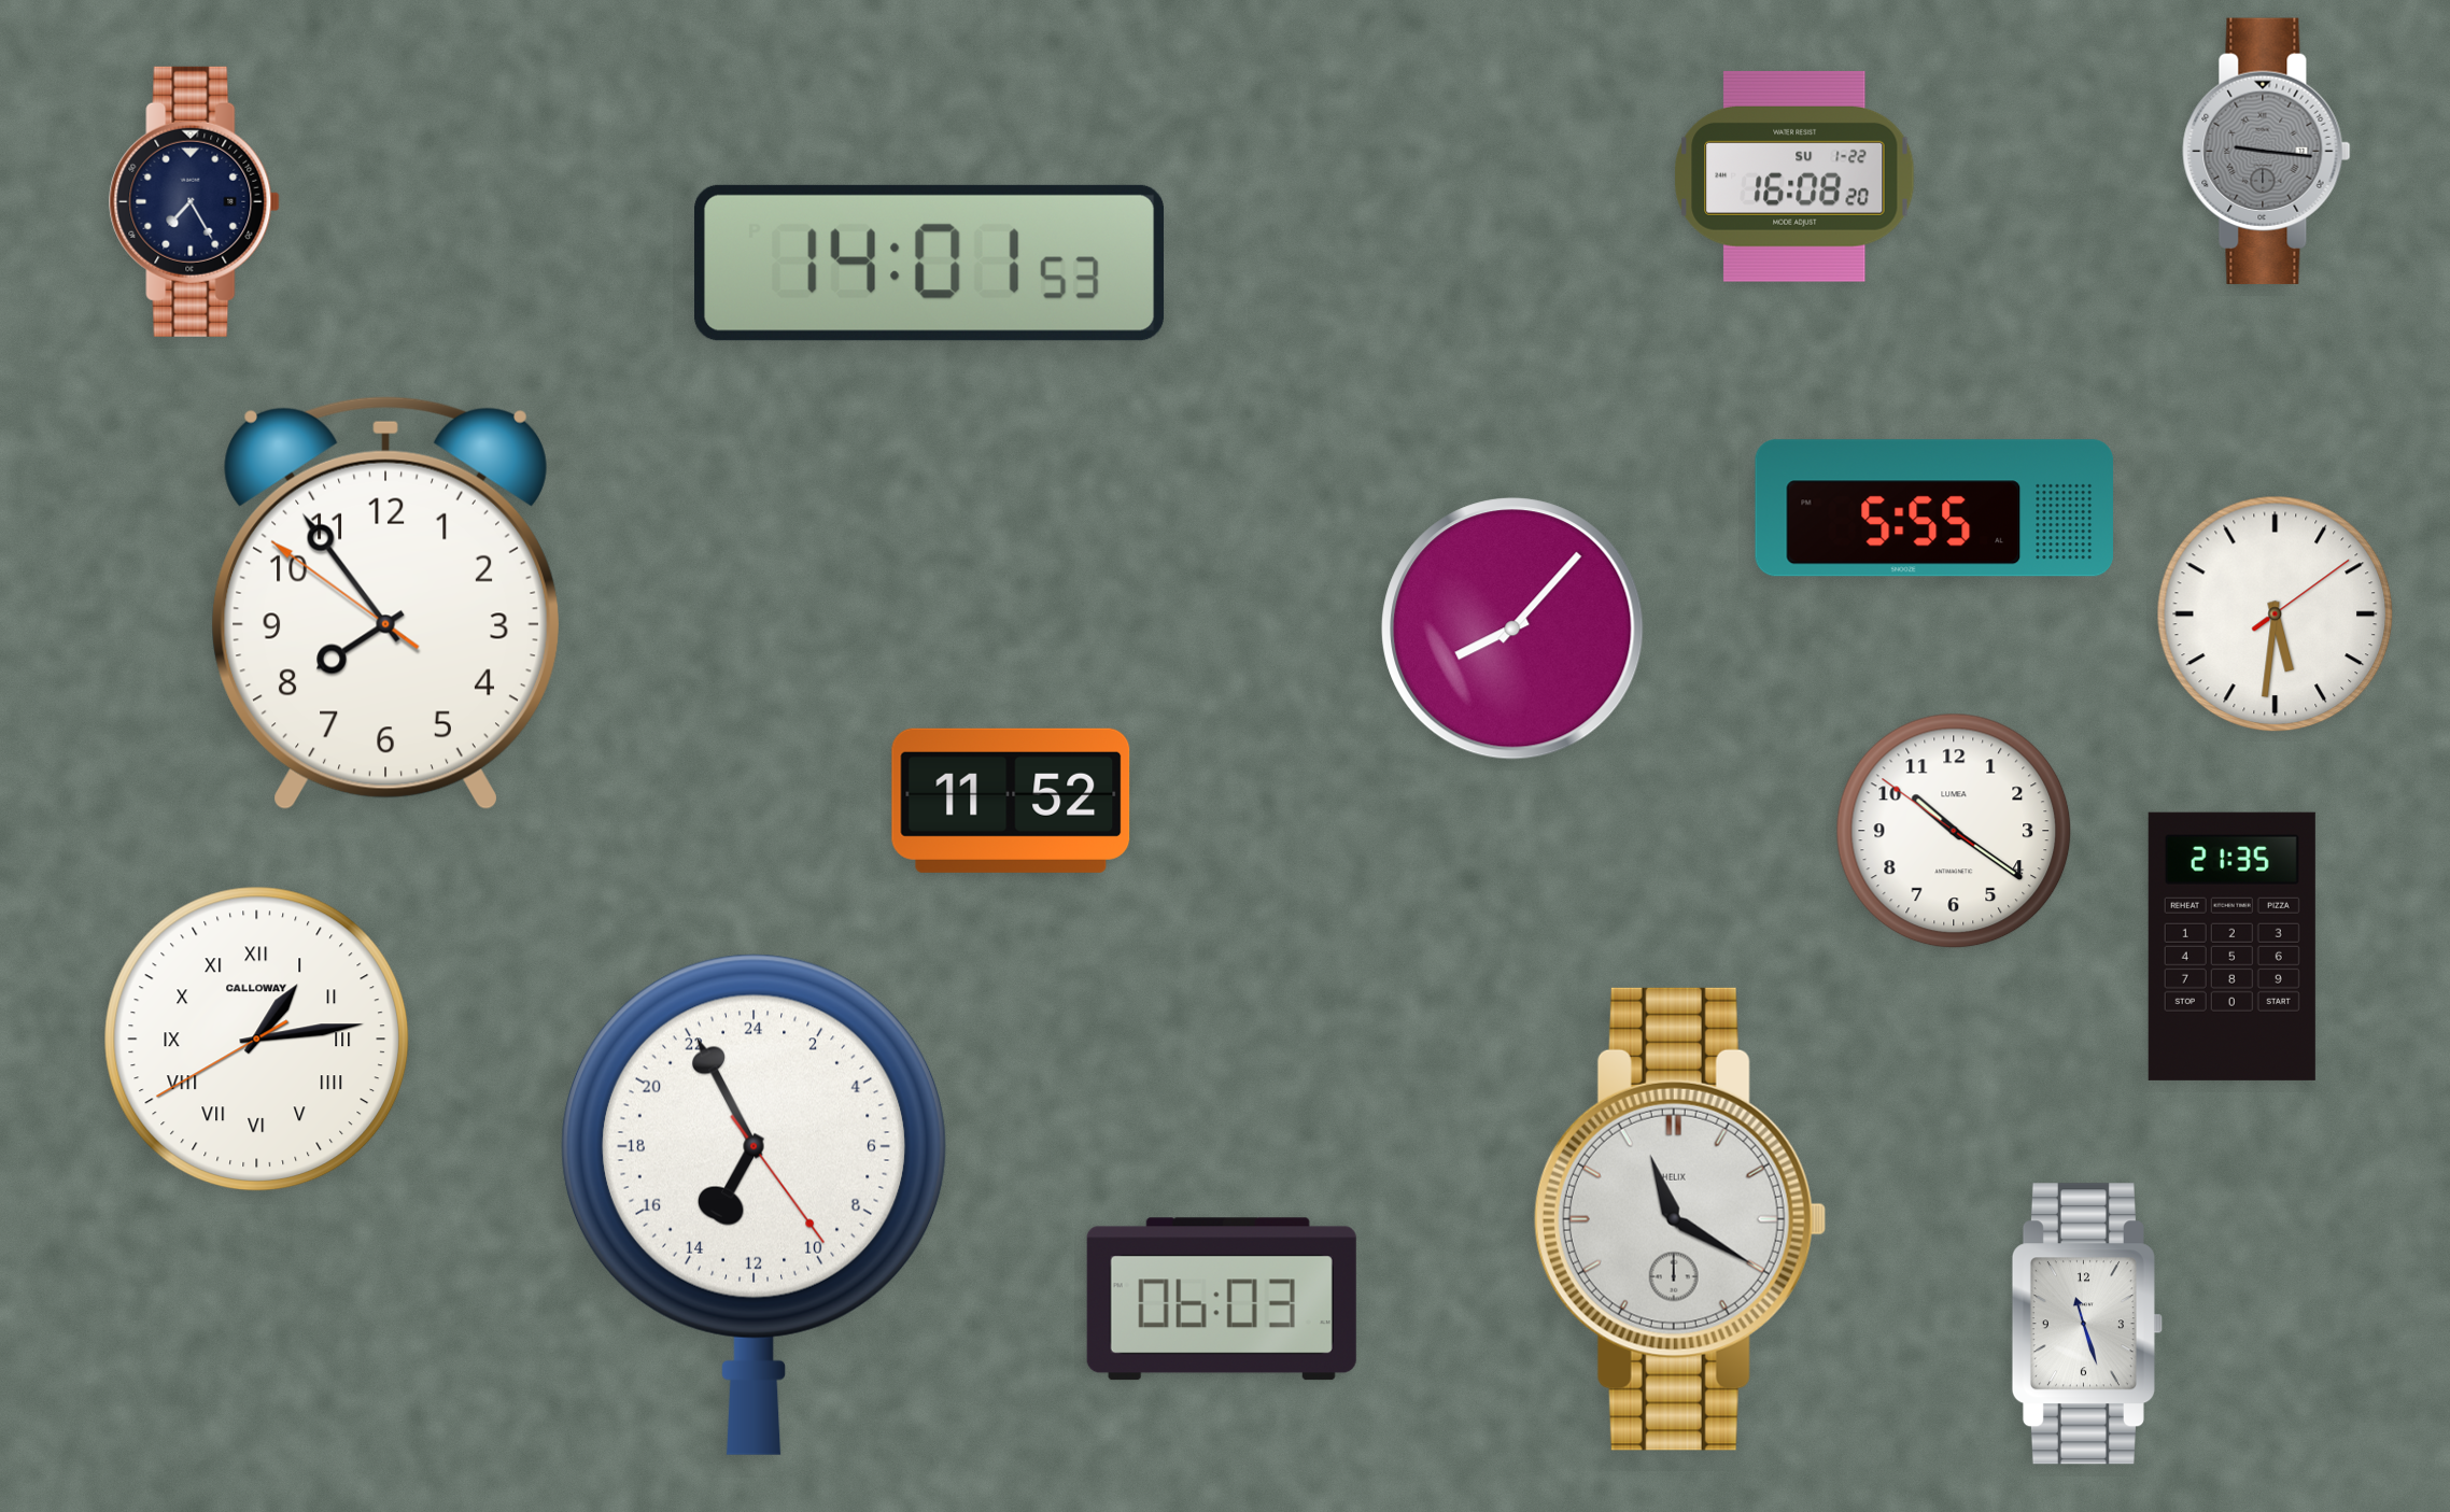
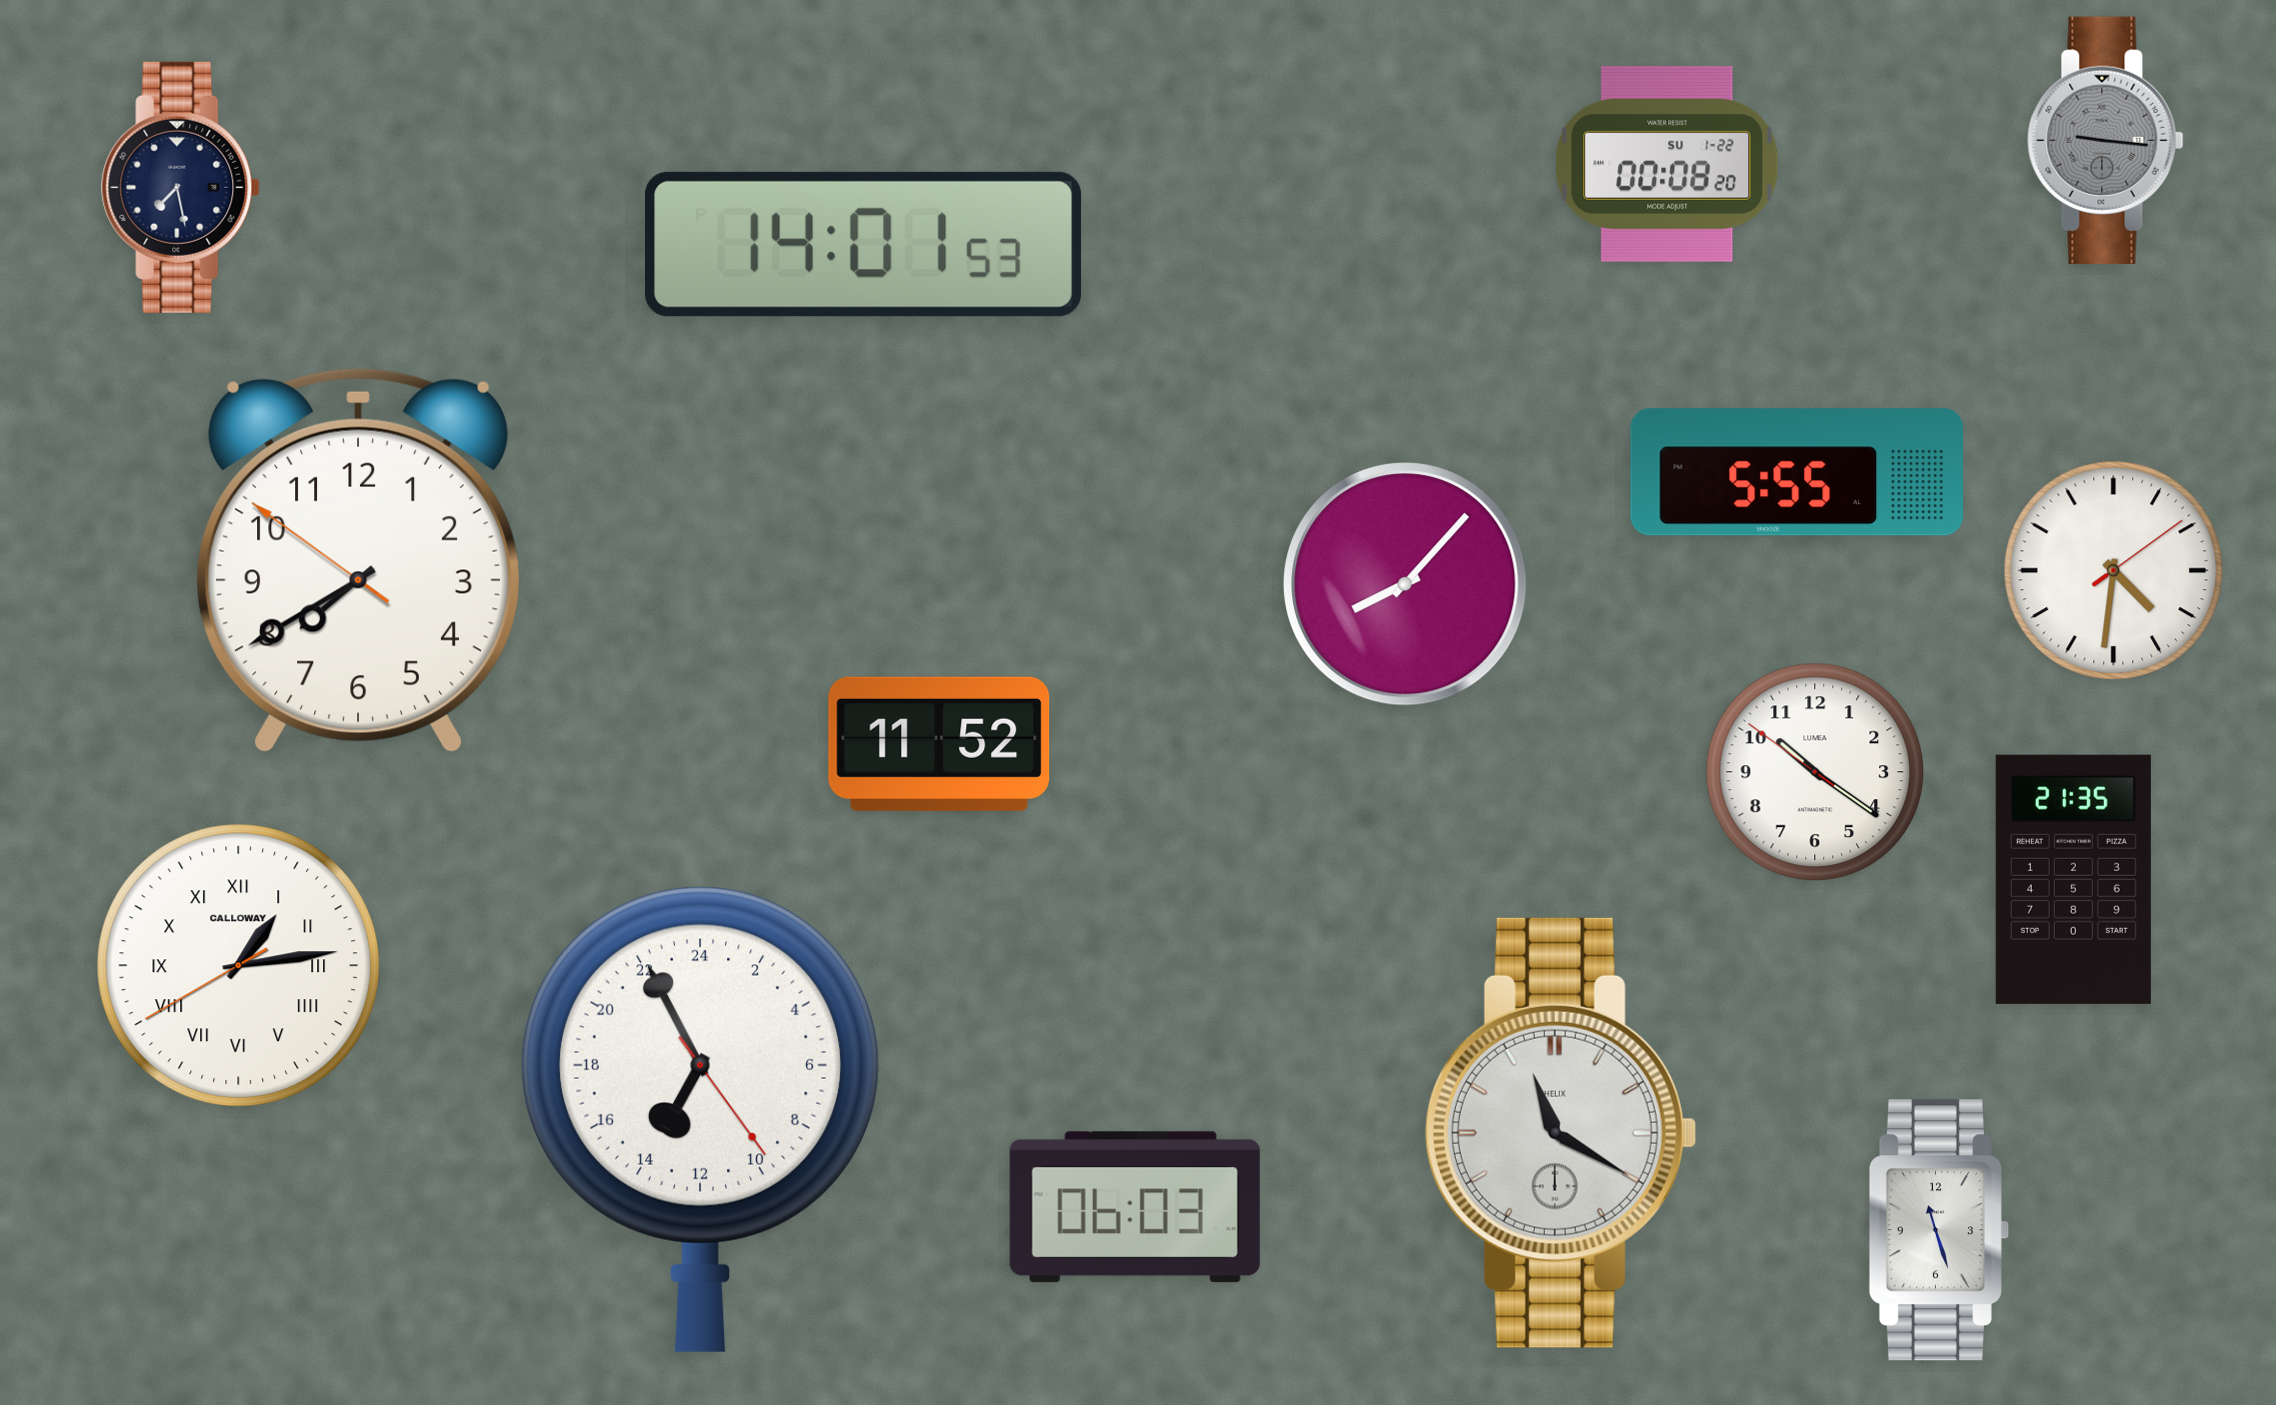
clock at (1796, 176): 16:08 -> 00:08
clock at (195, 201): 7:25 -> 7:28
clock at (385, 603): 7:53 -> 7:39
clock at (2276, 614): 5:31 -> 4:31
